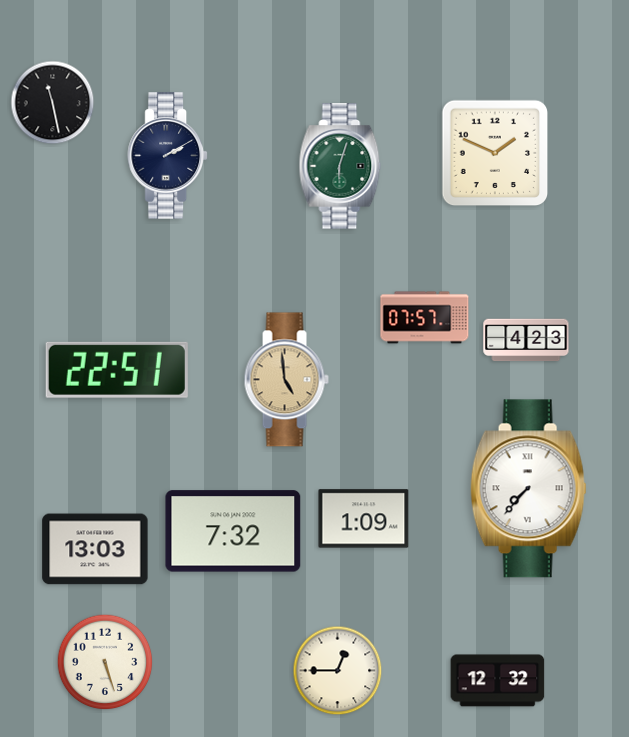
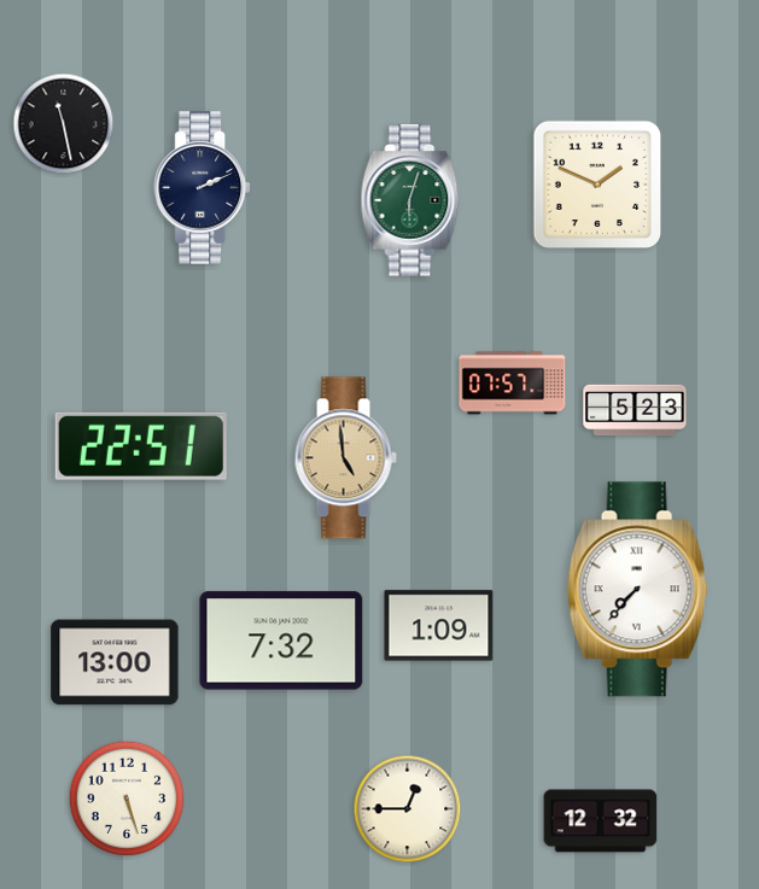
clock at (167, 156): 2:10 -> 2:11
clock at (526, 340): 4:23 -> 5:23
clock at (95, 549): 13:03 -> 13:00
